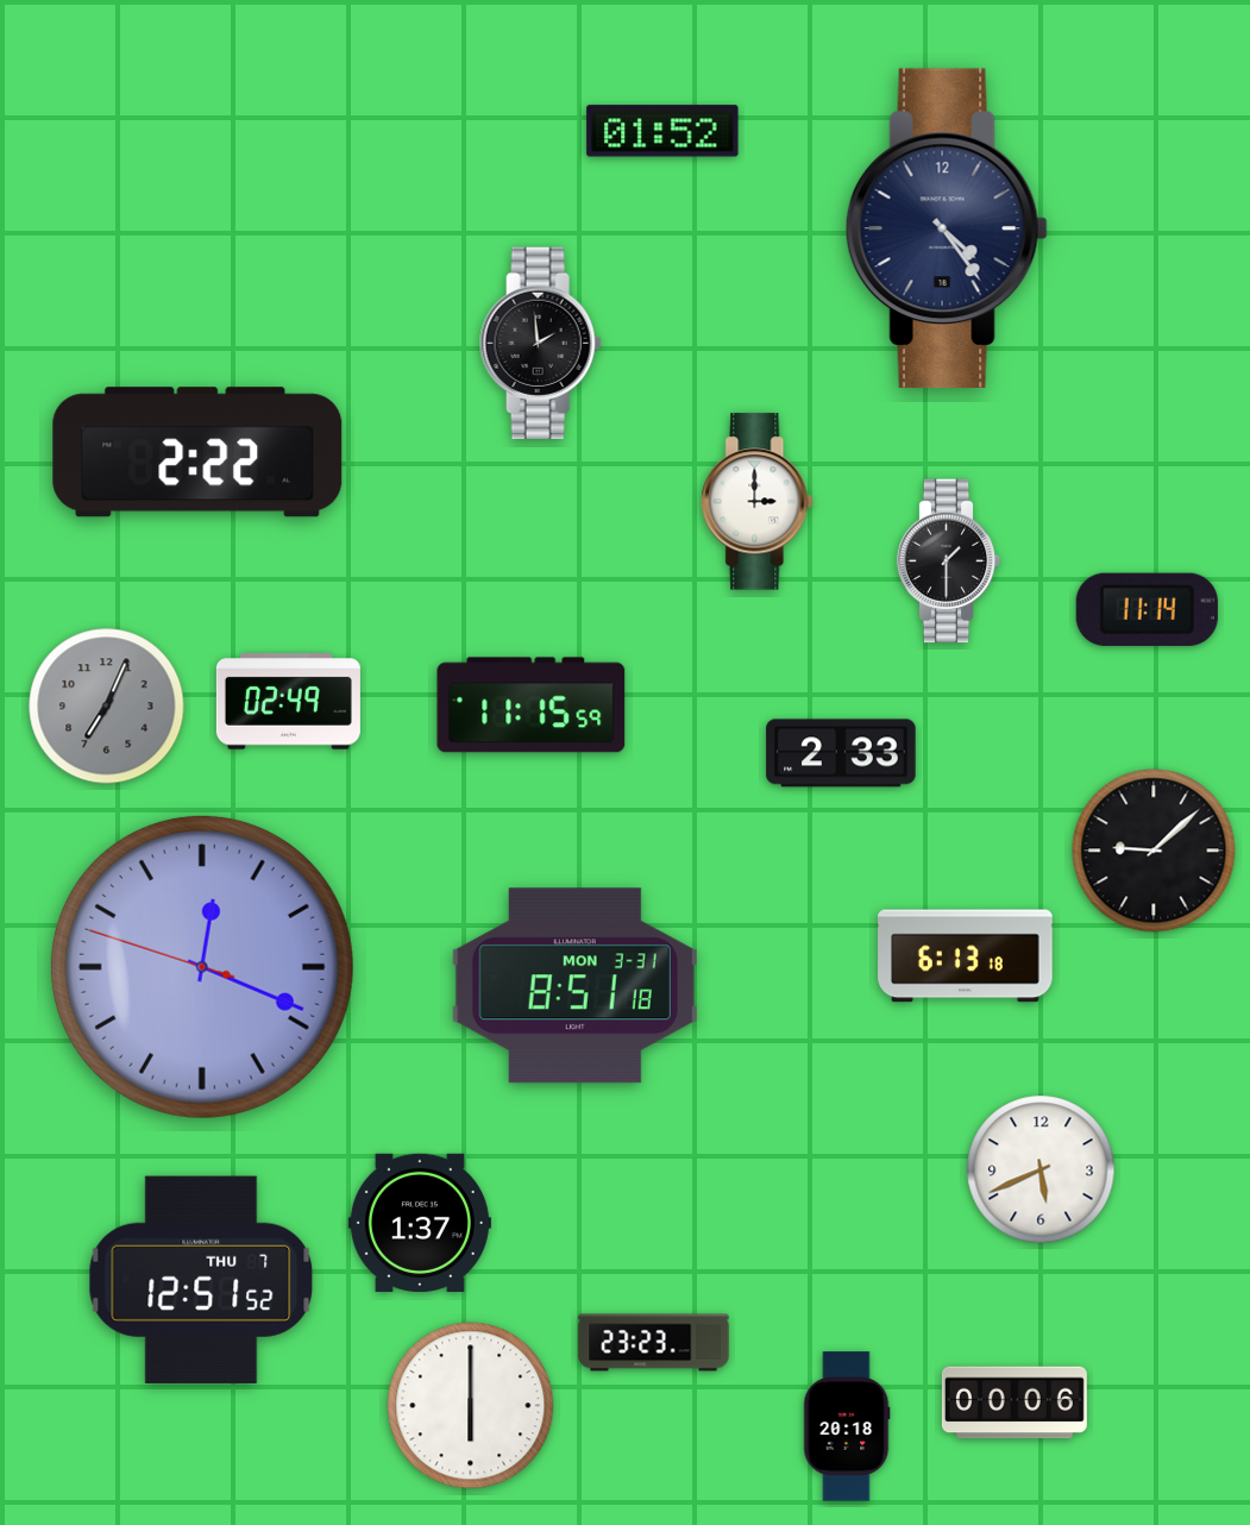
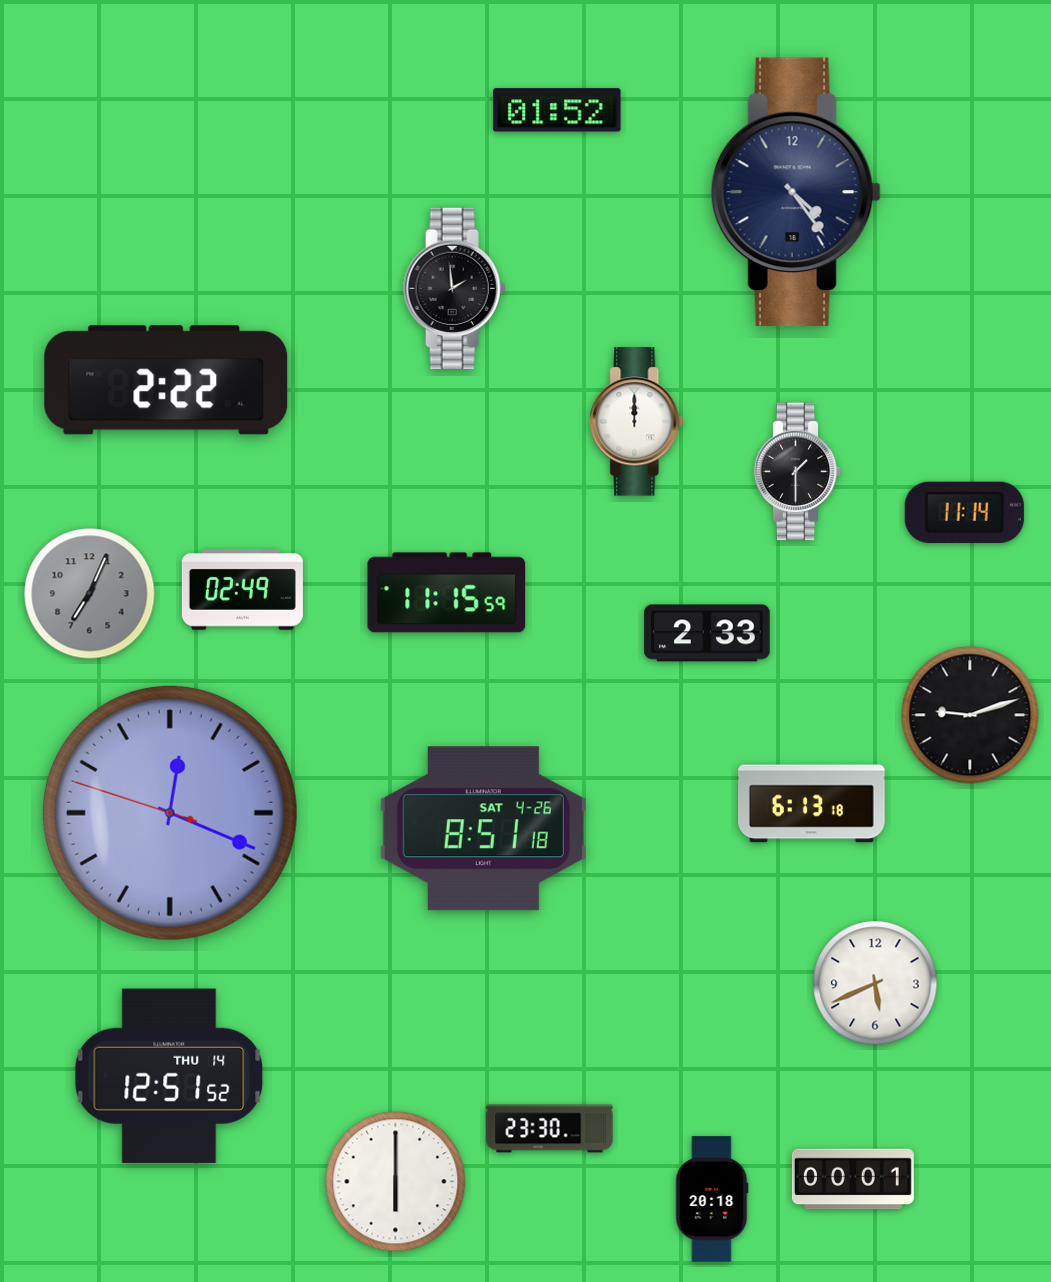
clock at (758, 502): 3:00 -> 12:00
clock at (1154, 851): 9:08 -> 9:12
clock at (574, 986) date: MON 3-31 -> SAT 4-26
clock at (420, 1223): 1:37 -> none
clock at (201, 1280) date: THU 7 -> THU 14
clock at (654, 1343): 23:23 -> 23:30
clock at (1015, 1402): 00:06 -> 00:01
